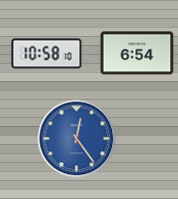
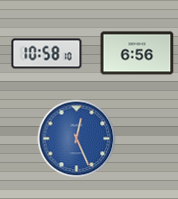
clock at (137, 53): 6:54 -> 6:56
clock at (77, 139): 12:24 -> 12:26
